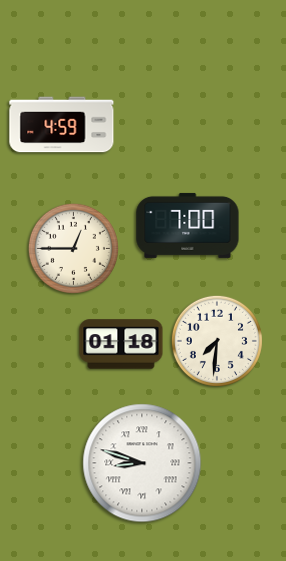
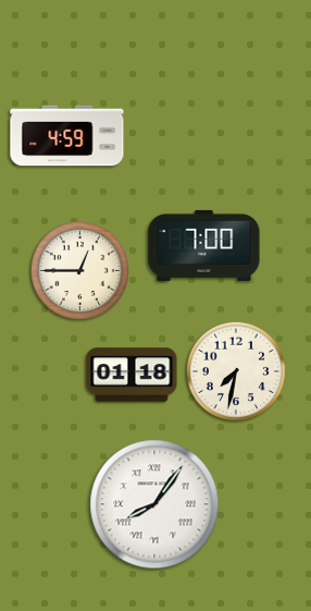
clock at (217, 341): 7:31 -> 7:32
clock at (142, 463): 8:48 -> 8:06
